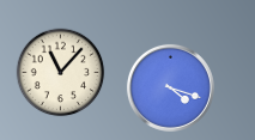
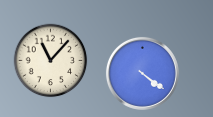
clock at (170, 87): 4:18 -> 4:21
